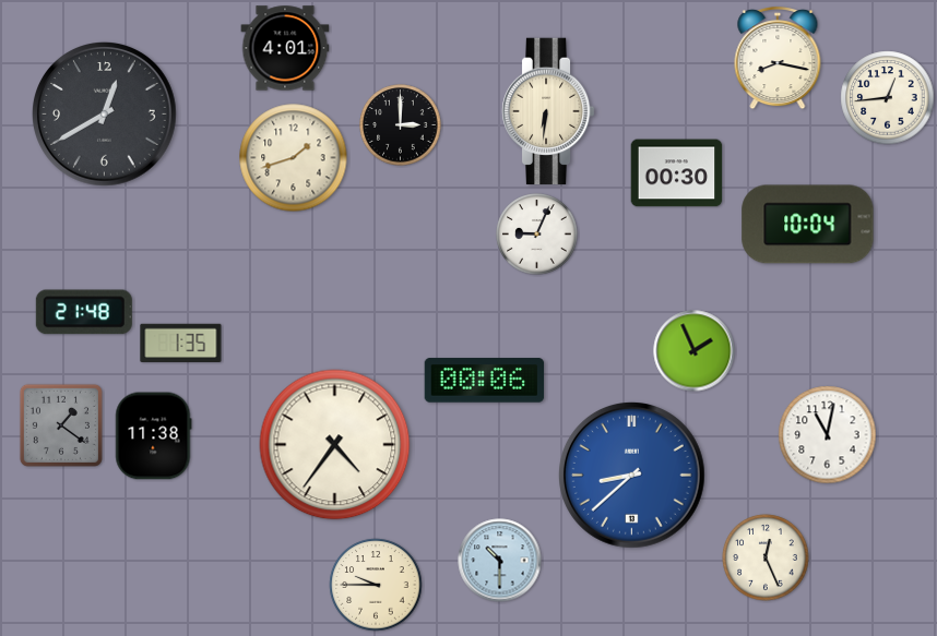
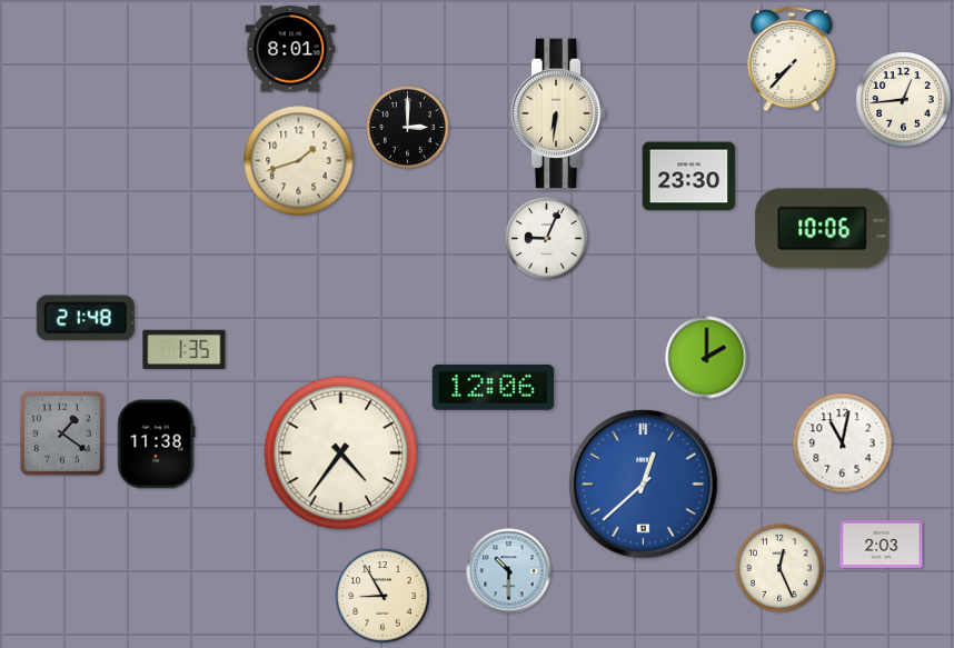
clock at (285, 48): 4:01 -> 8:01
clock at (778, 59): 8:17 -> 7:37
clock at (105, 115): 12:40 -> none
clock at (677, 173): 00:30 -> 23:30
clock at (808, 225): 10:04 -> 10:06
clock at (695, 351): 1:56 -> 2:00
clock at (485, 381): 00:06 -> 12:06
clock at (632, 476): 8:38 -> 12:38
clock at (882, 544): none -> 2:03
clock at (376, 585): 9:45 -> 8:55
